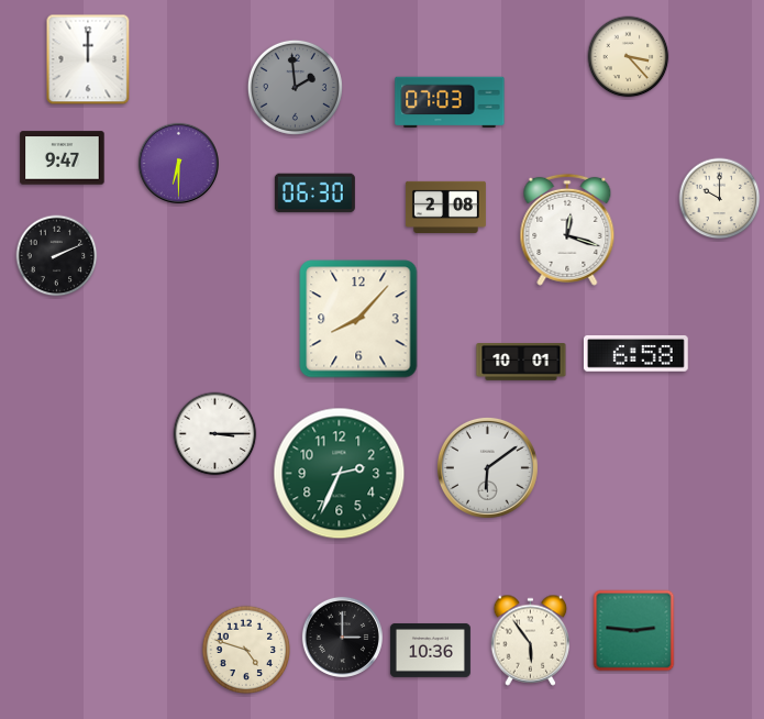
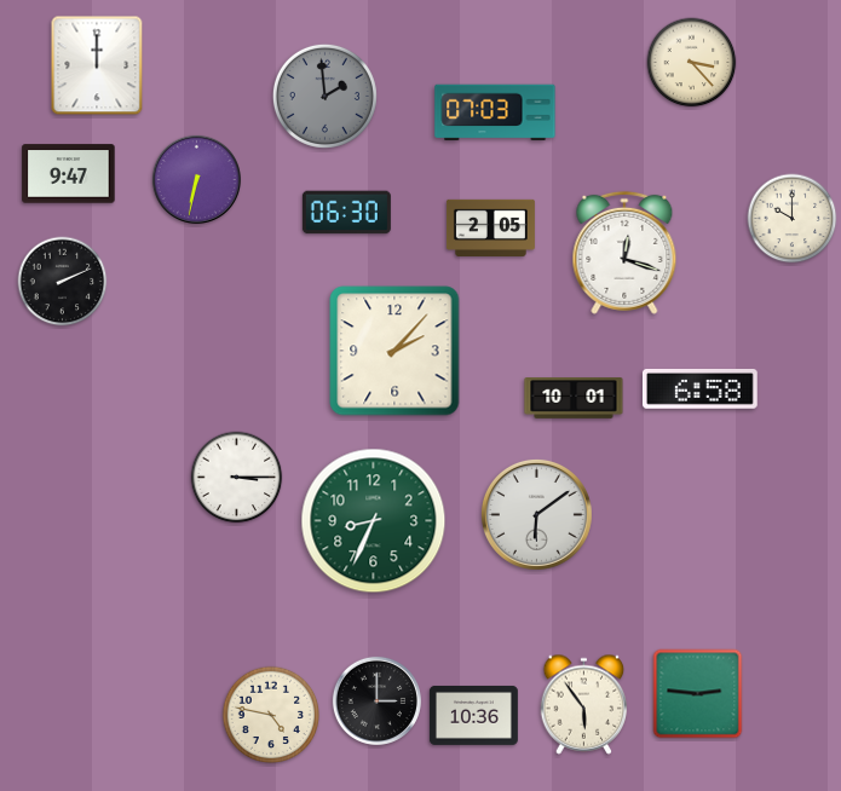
clock at (178, 163): 6:30 -> 6:32
clock at (445, 207): 2:08 -> 2:05
clock at (358, 319): 8:07 -> 2:07
clock at (340, 474): 2:34 -> 8:34
clock at (246, 650): 4:48 -> 4:47
